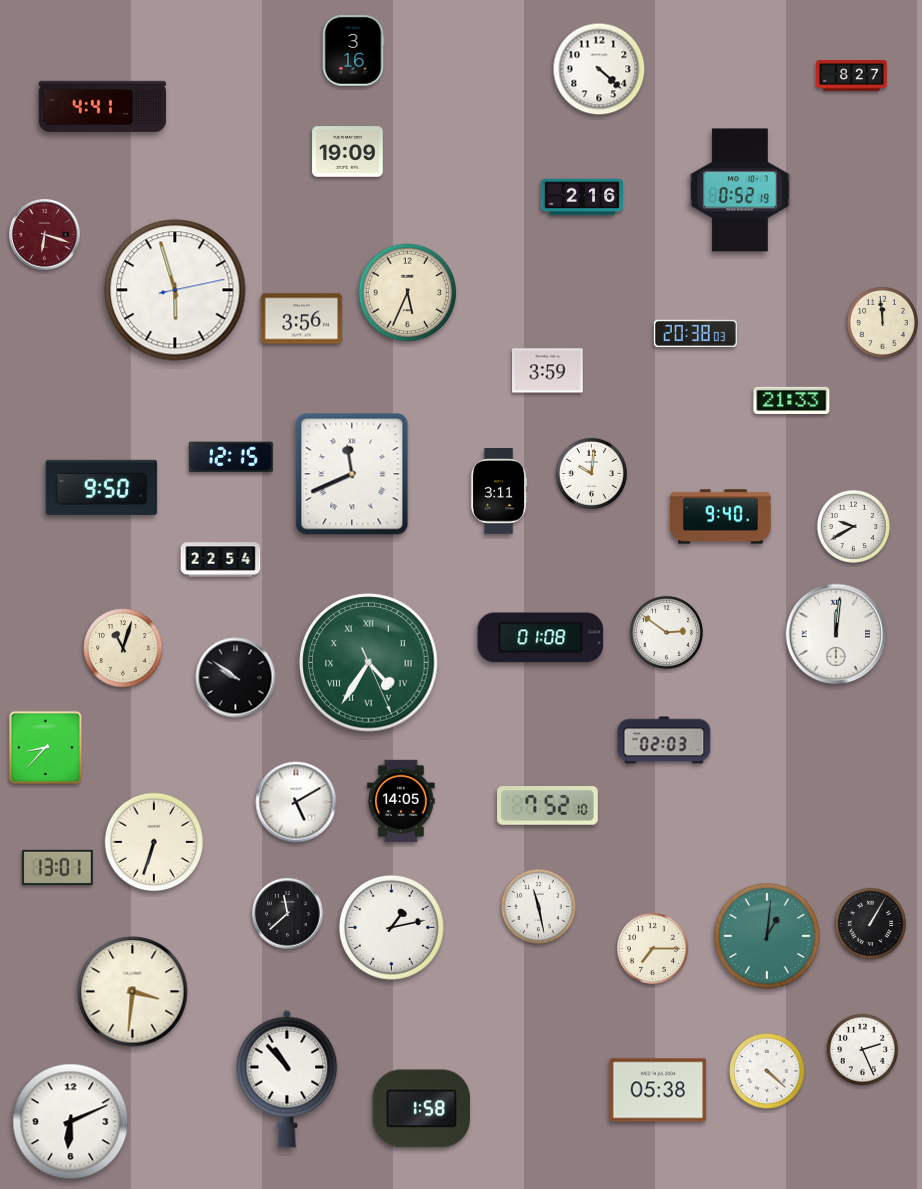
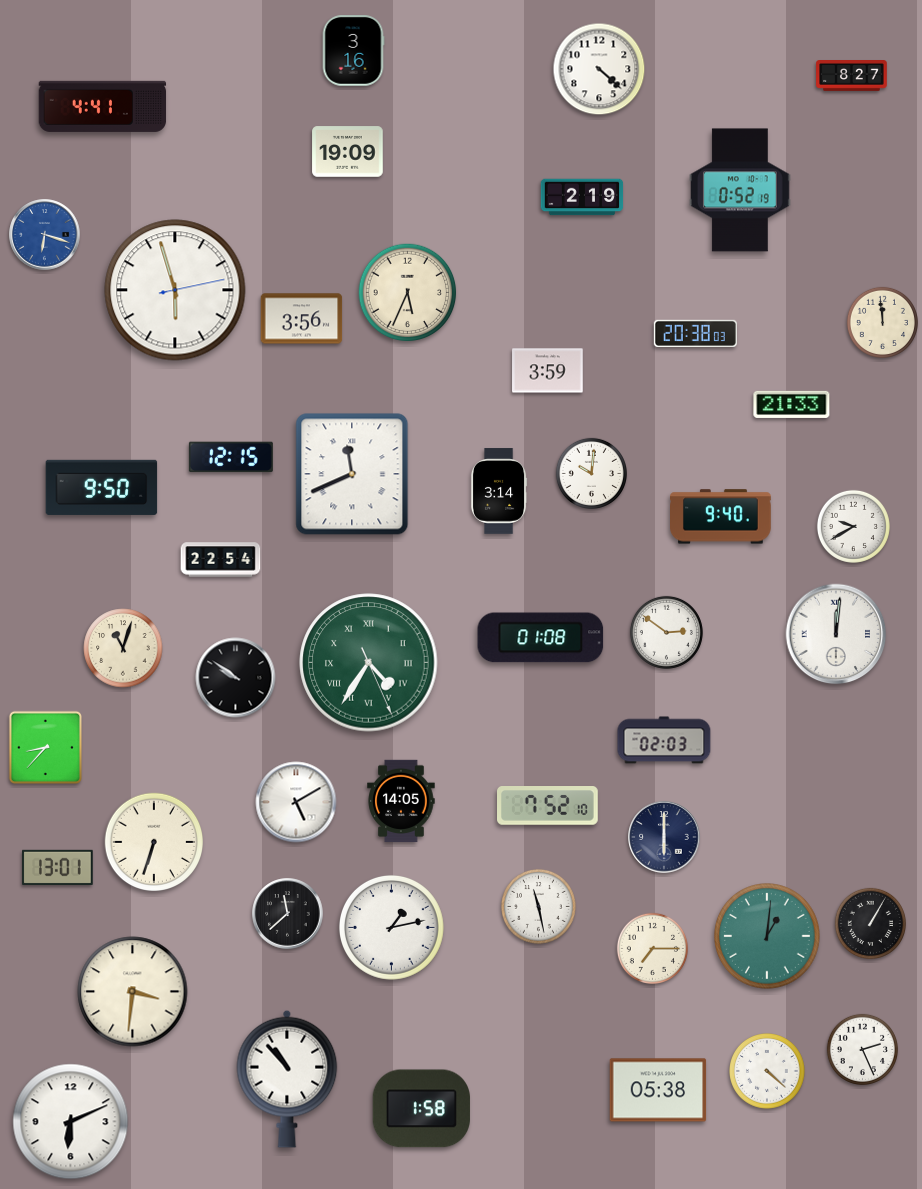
clock at (582, 197): 2:16 -> 2:19
clock at (45, 235) dial: burgundy -> blue
clock at (792, 400) position: (792, 400) -> (792, 404)
clock at (499, 491): 3:11 -> 3:14
clock at (664, 837): none -> 6:00
